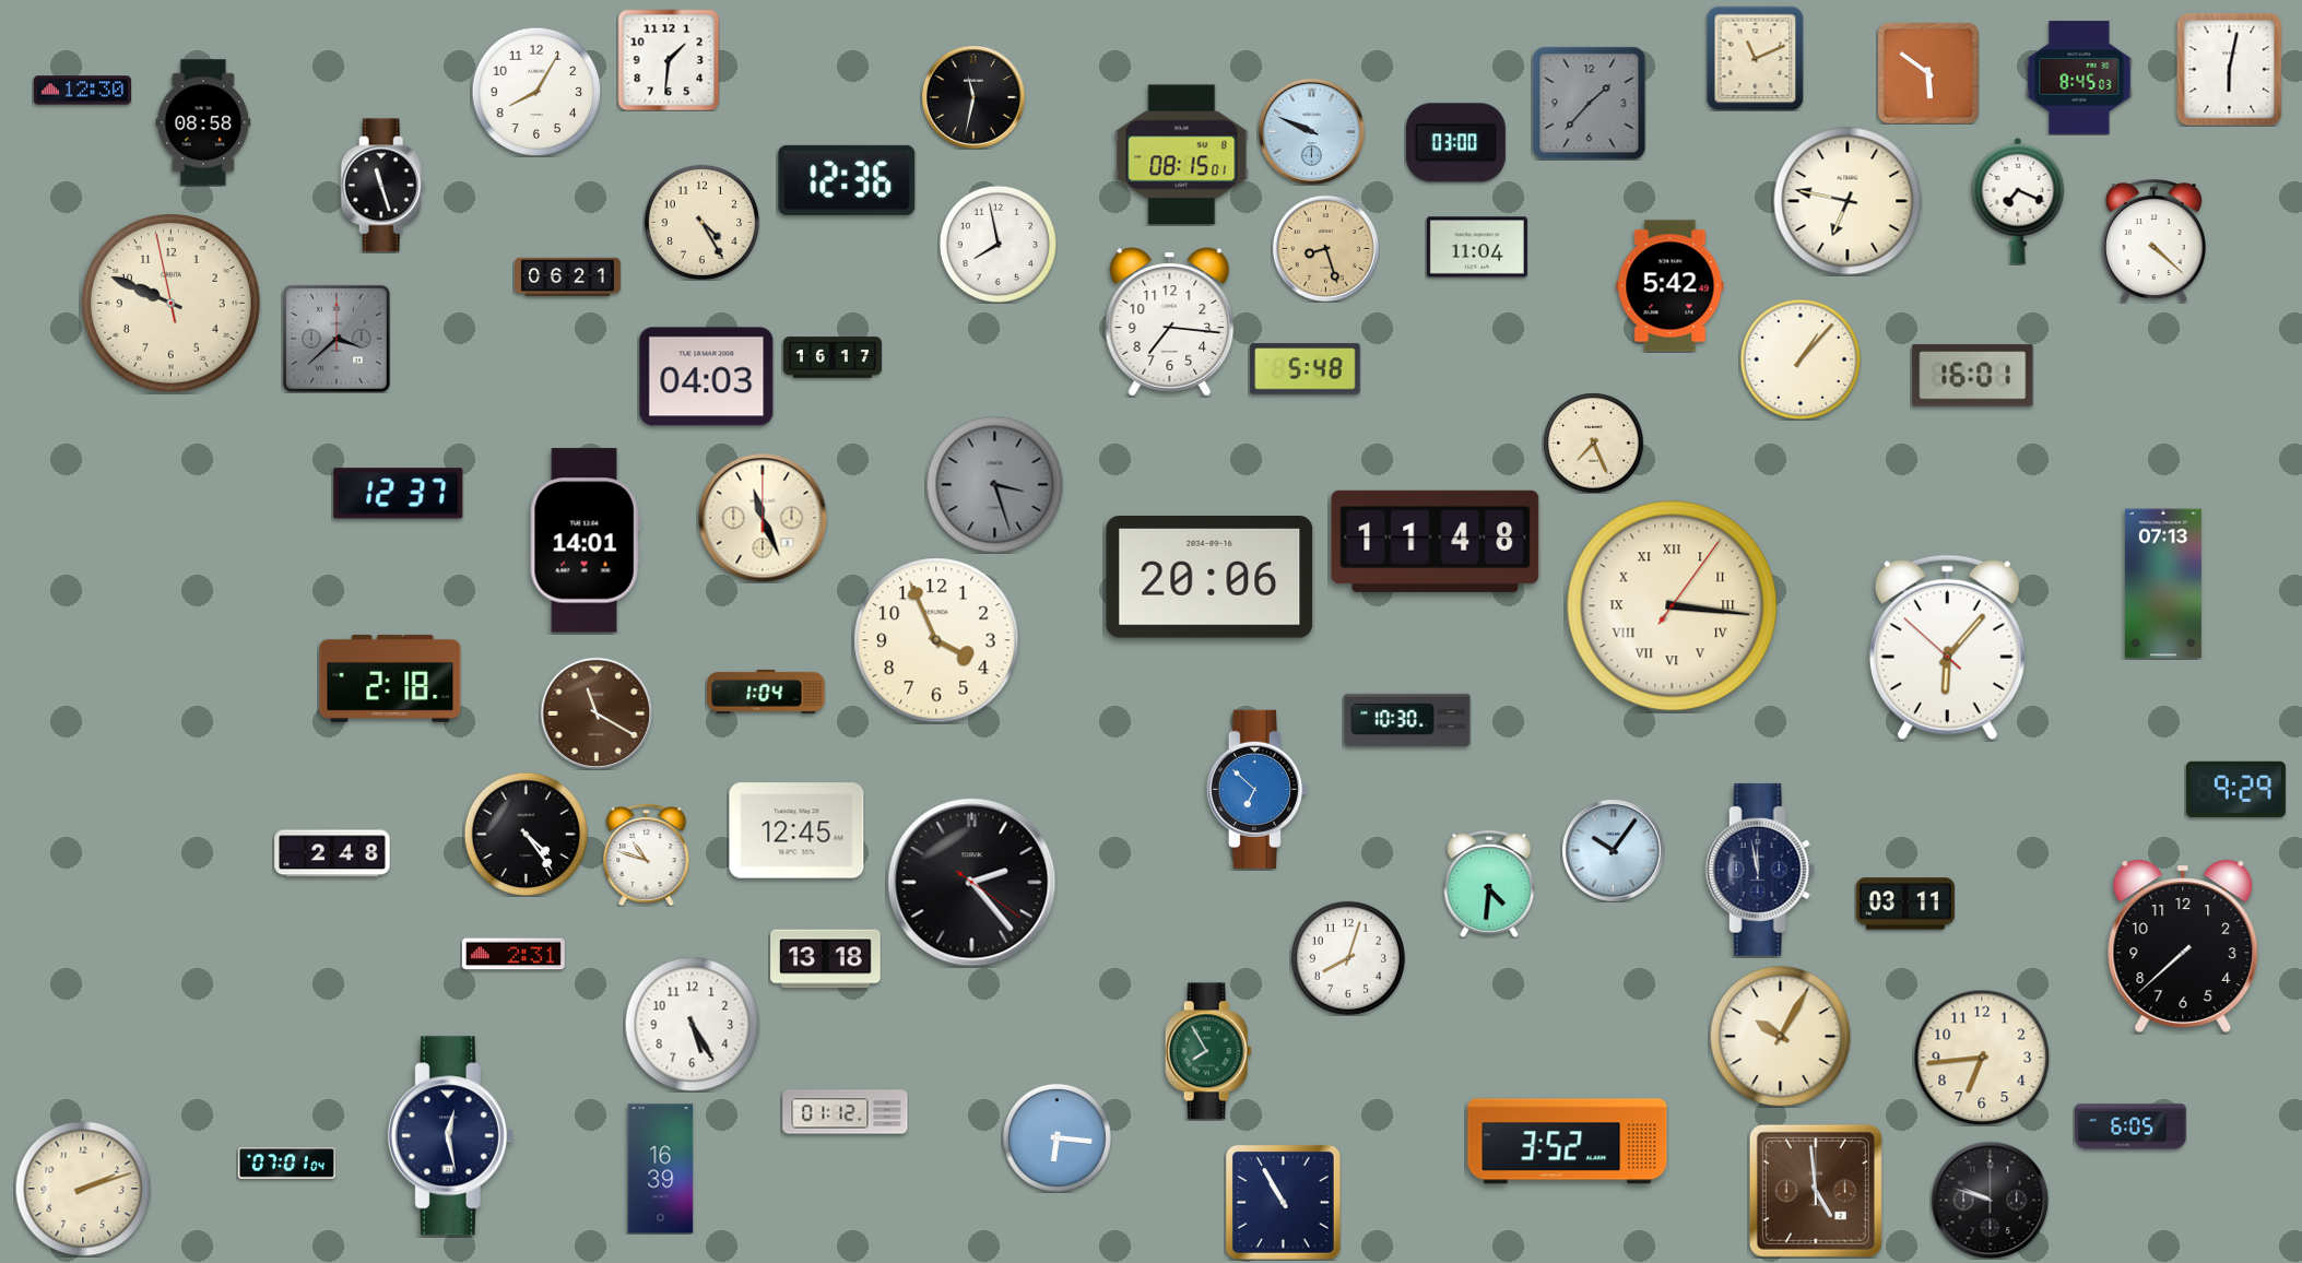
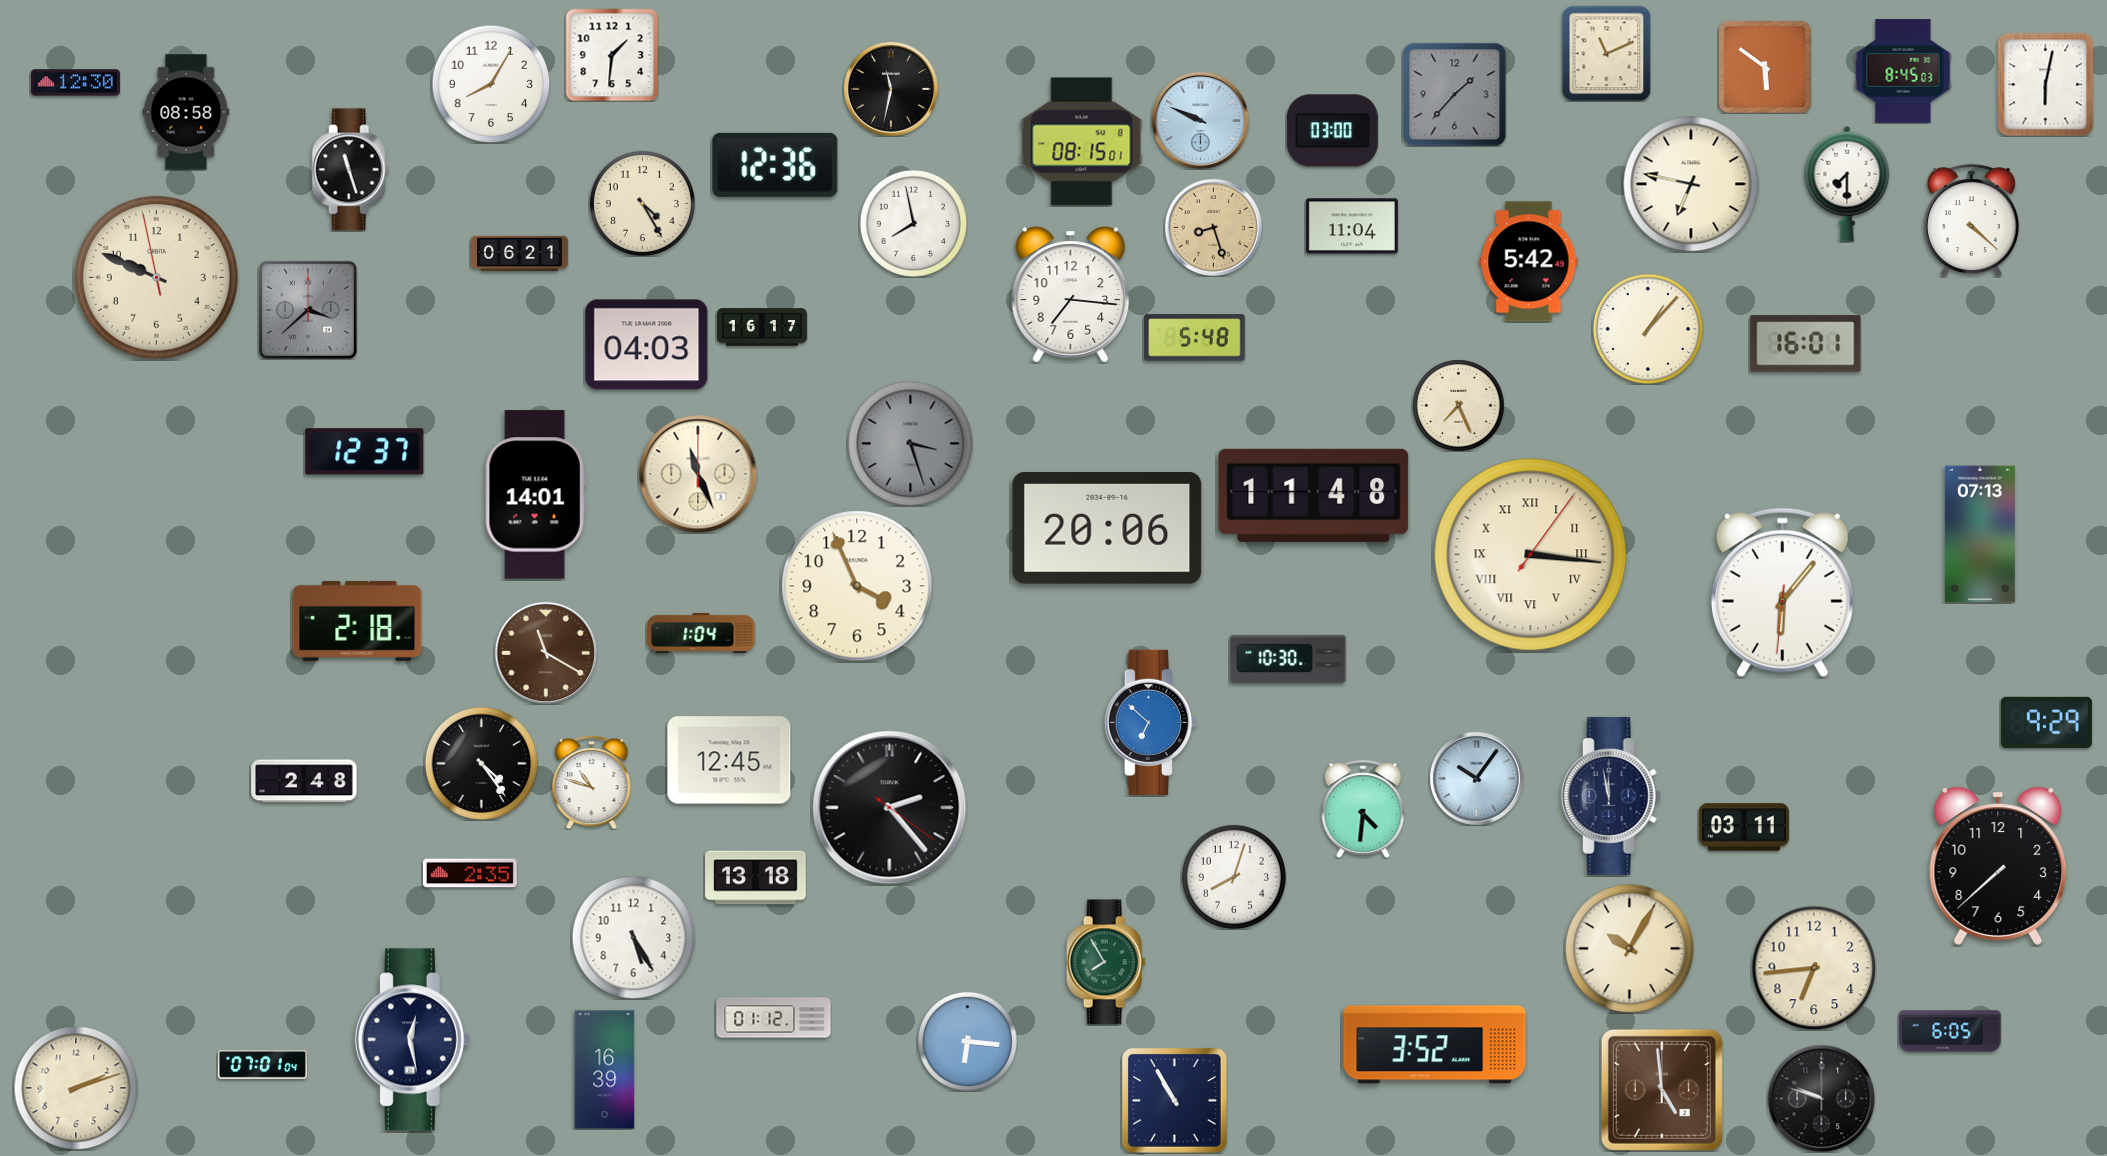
clock at (2230, 69) position: (2230, 69) -> (2046, 84)
clock at (2018, 201): 7:19 -> 7:30
clock at (1947, 648): 6:06:52 -> 6:06:31
clock at (513, 954): 2:31 -> 2:35
